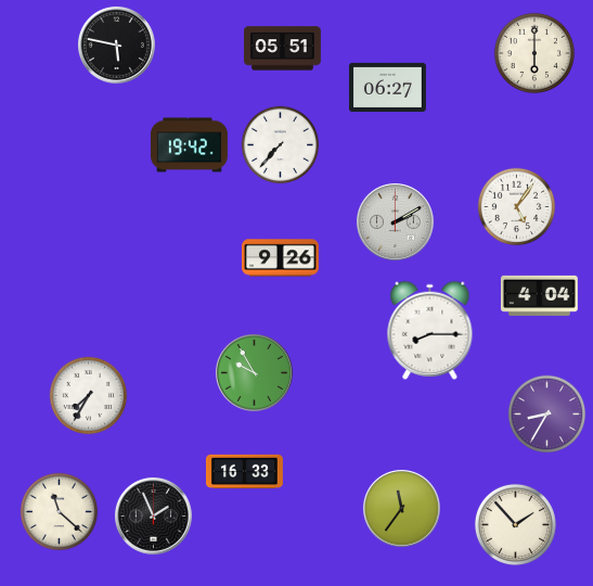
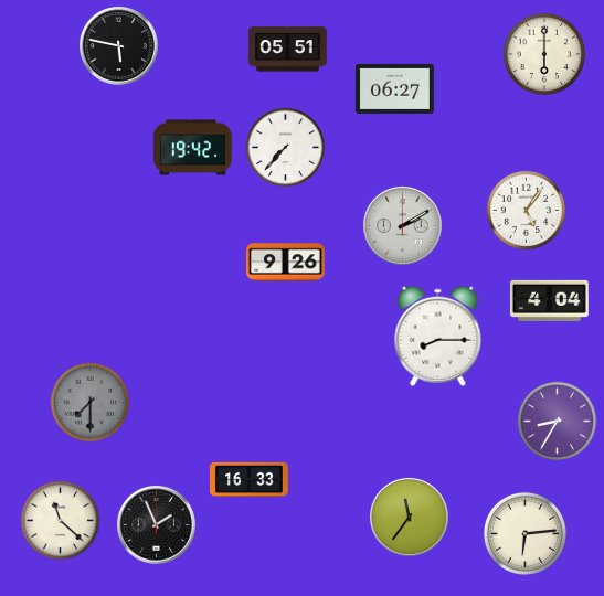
clock at (254, 372): 9:55 -> none
clock at (89, 396): 7:35 -> 7:30
clock at (89, 396) dial: white -> grey
clock at (515, 524): 1:53 -> 6:14
